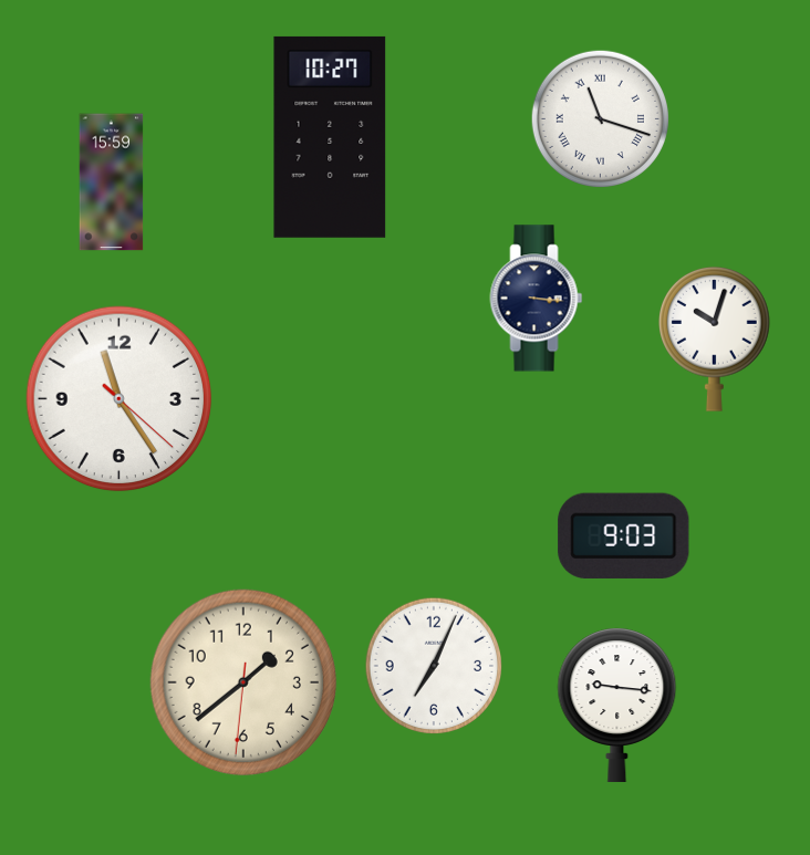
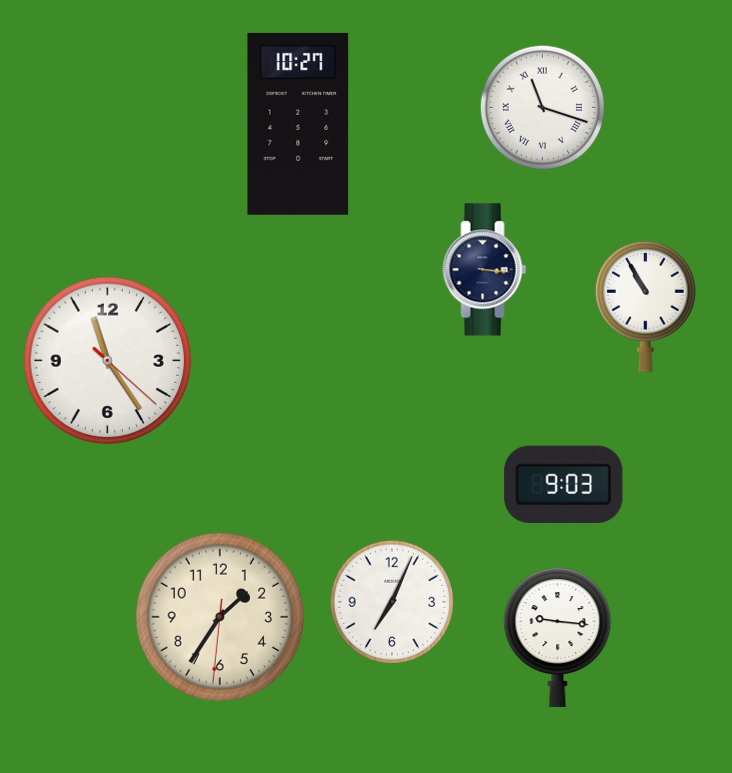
clock at (112, 183): 15:59 -> none
clock at (715, 338): 10:03 -> 10:55
clock at (242, 681): 1:38 -> 1:35
